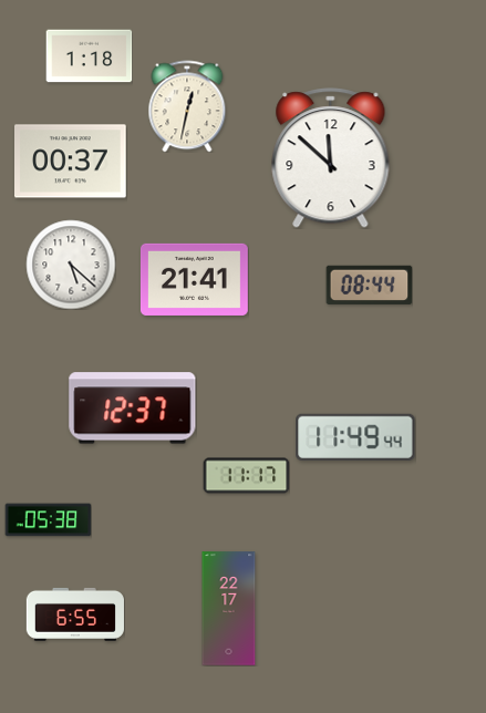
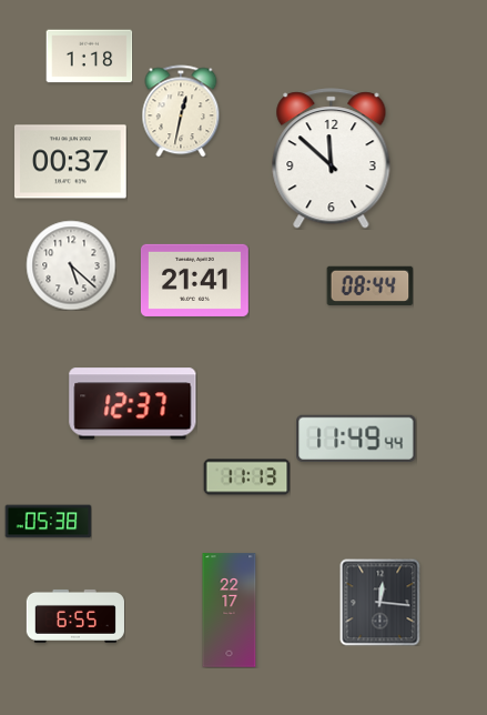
clock at (187, 106) position: (187, 106) -> (181, 111)
clock at (133, 409) position: (133, 409) -> (133, 404)
clock at (246, 476): 11:17 -> 11:13
clock at (381, 602): none -> 12:16
